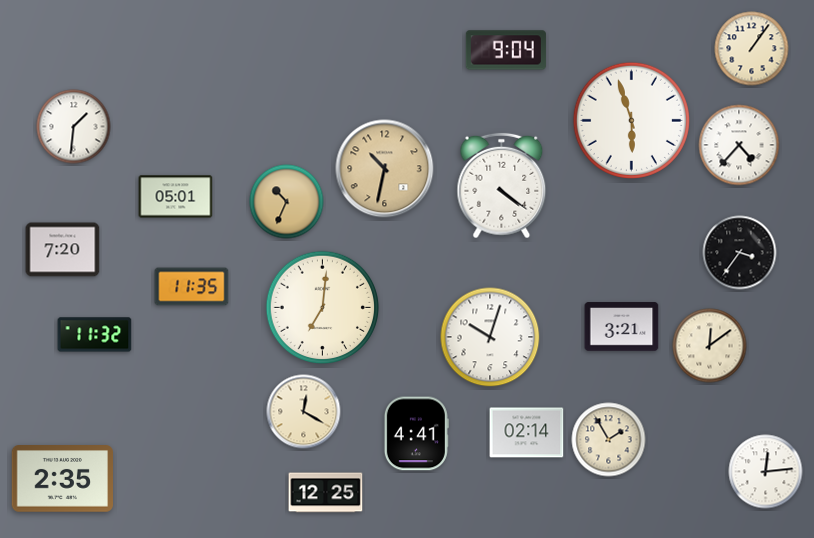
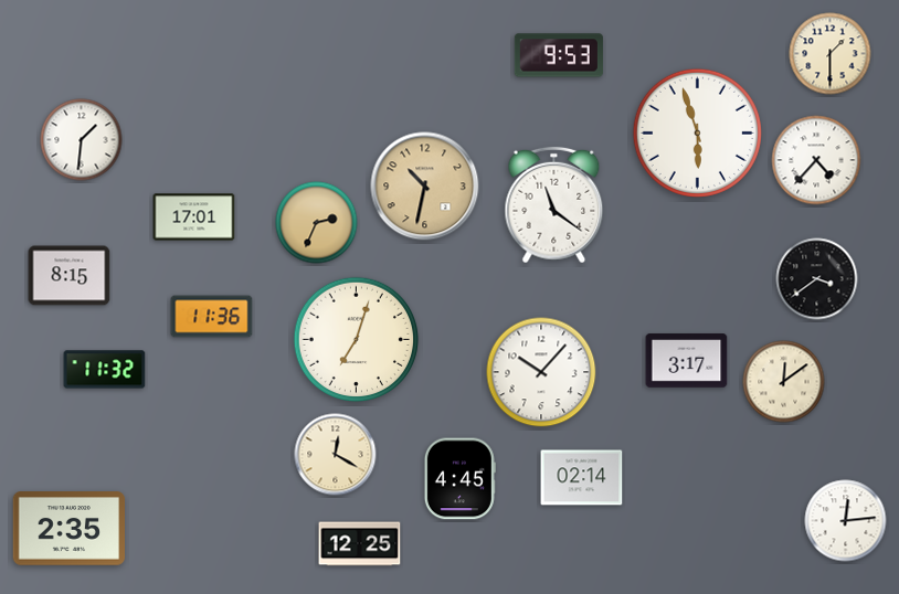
clock at (752, 49): 1:06 -> 1:30
clock at (506, 50): 9:04 -> 9:53
clock at (502, 186): 4:21 -> 11:21
clock at (176, 197): 05:01 -> 17:01
clock at (287, 202): 10:34 -> 2:34
clock at (63, 250): 7:20 -> 8:15
clock at (740, 253): 3:36 -> 3:39
clock at (192, 287): 11:35 -> 11:36
clock at (323, 308): 7:01 -> 7:03
clock at (622, 327): 3:21 -> 3:17
clock at (490, 337): 10:03 -> 10:07
clock at (416, 434): 4:41 -> 4:45
clock at (609, 440): 1:55 -> none
